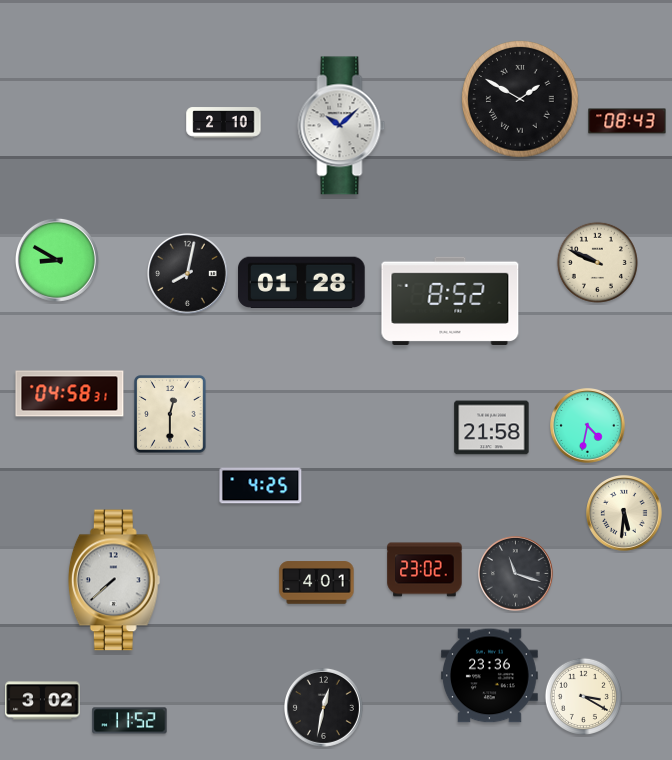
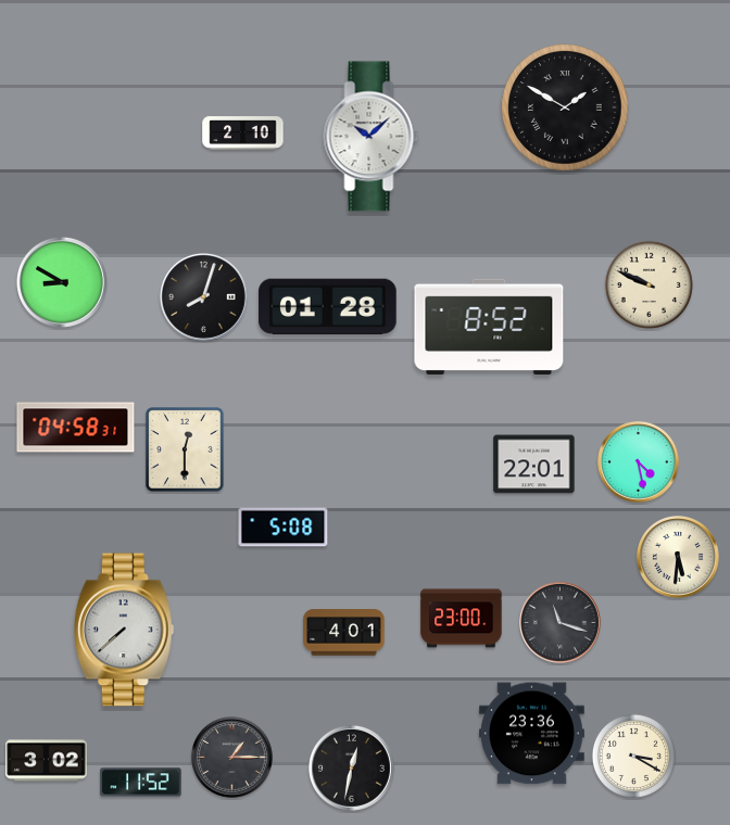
clock at (627, 121): 08:43 -> none
clock at (187, 273): 8:02 -> 8:03
clock at (588, 426): 4:32 -> 4:28
clock at (492, 428): 21:58 -> 22:01
clock at (261, 486): 4:25 -> 5:08
clock at (425, 570): 23:02 -> 23:00
clock at (232, 758): none -> 1:15
